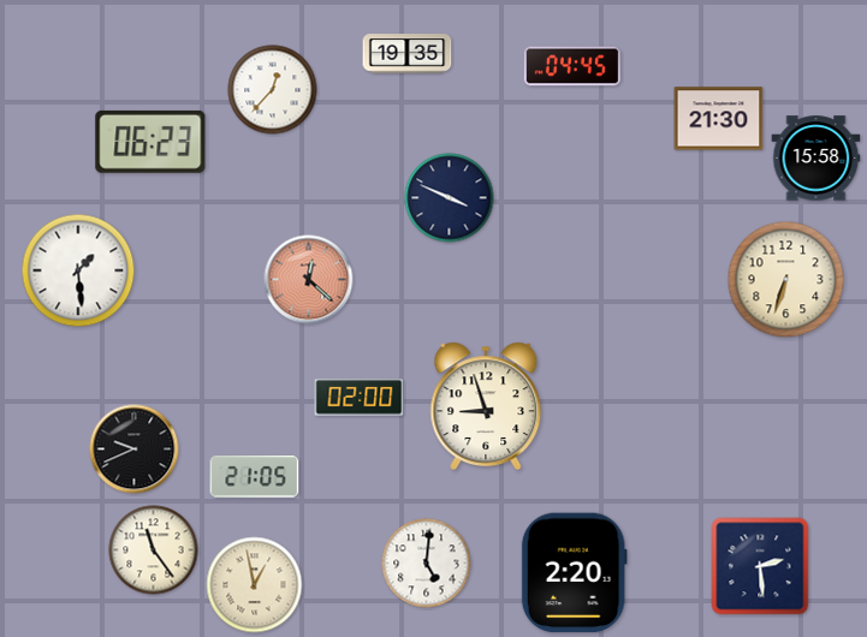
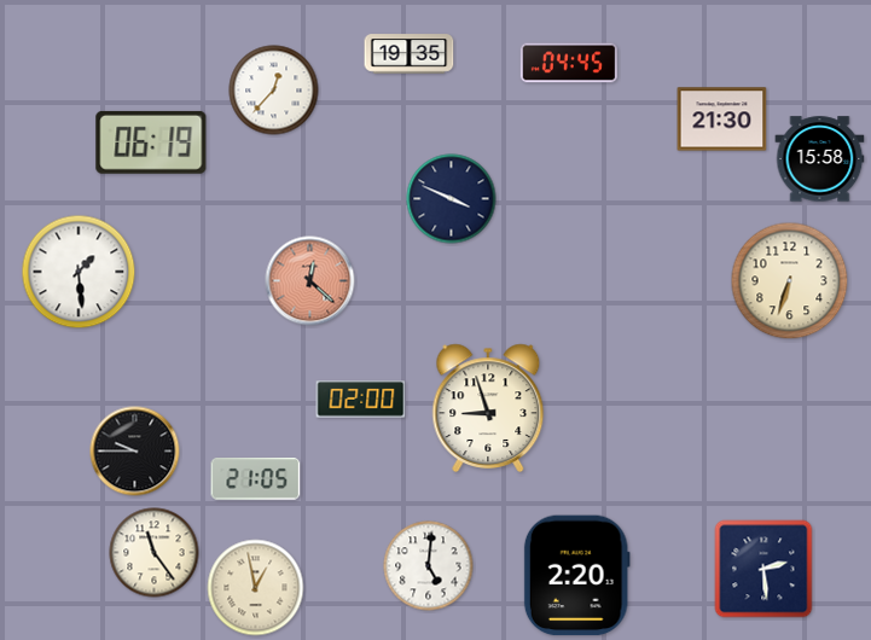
clock at (572, 66) position: (572, 66) -> (569, 63)
clock at (150, 142): 06:23 -> 06:19
clock at (135, 450): 9:41 -> 9:45
